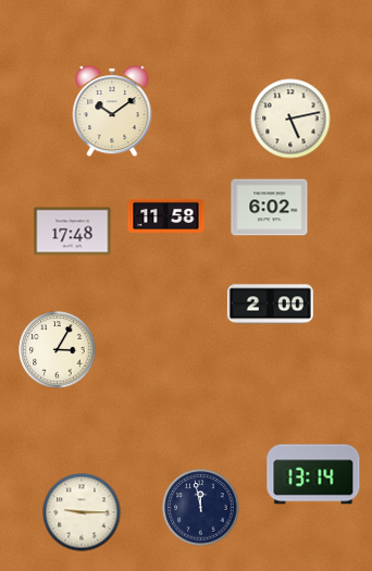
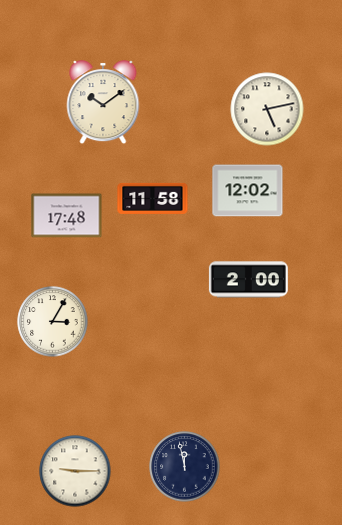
clock at (270, 208): 6:02 -> 12:02
clock at (73, 232) position: (73, 232) -> (67, 216)
clock at (313, 474): 13:14 -> none
